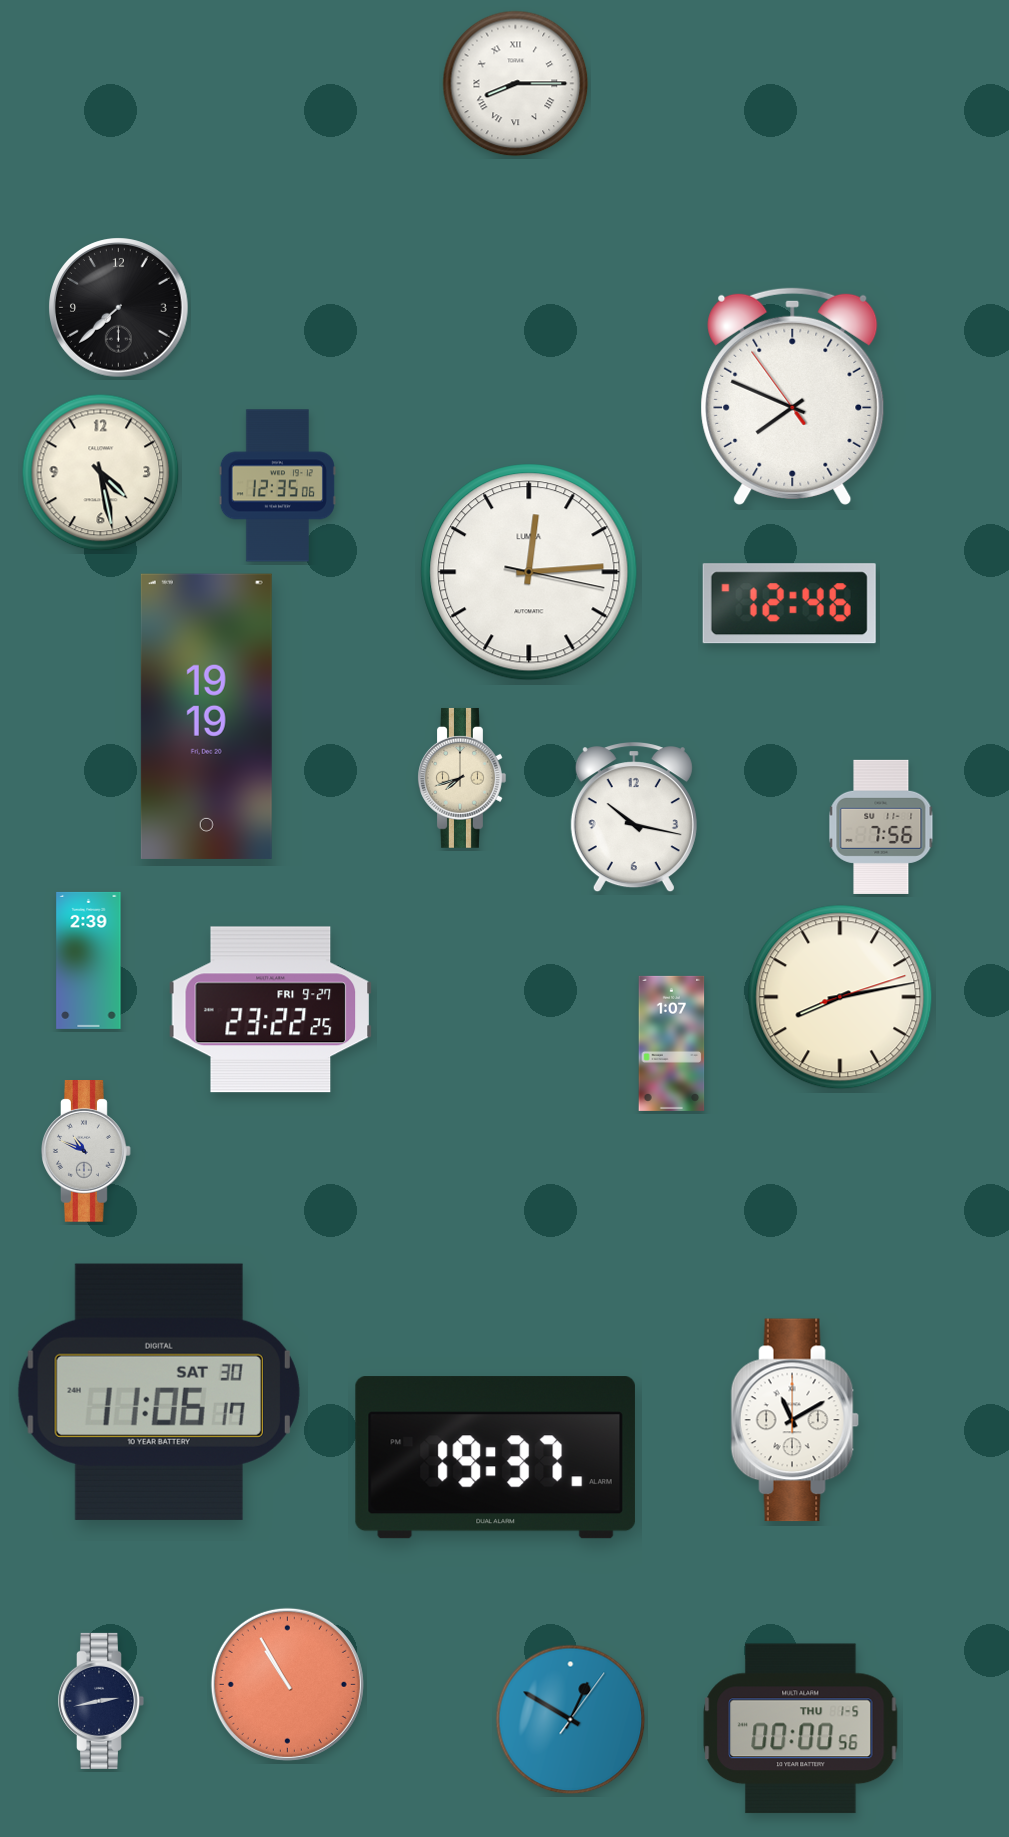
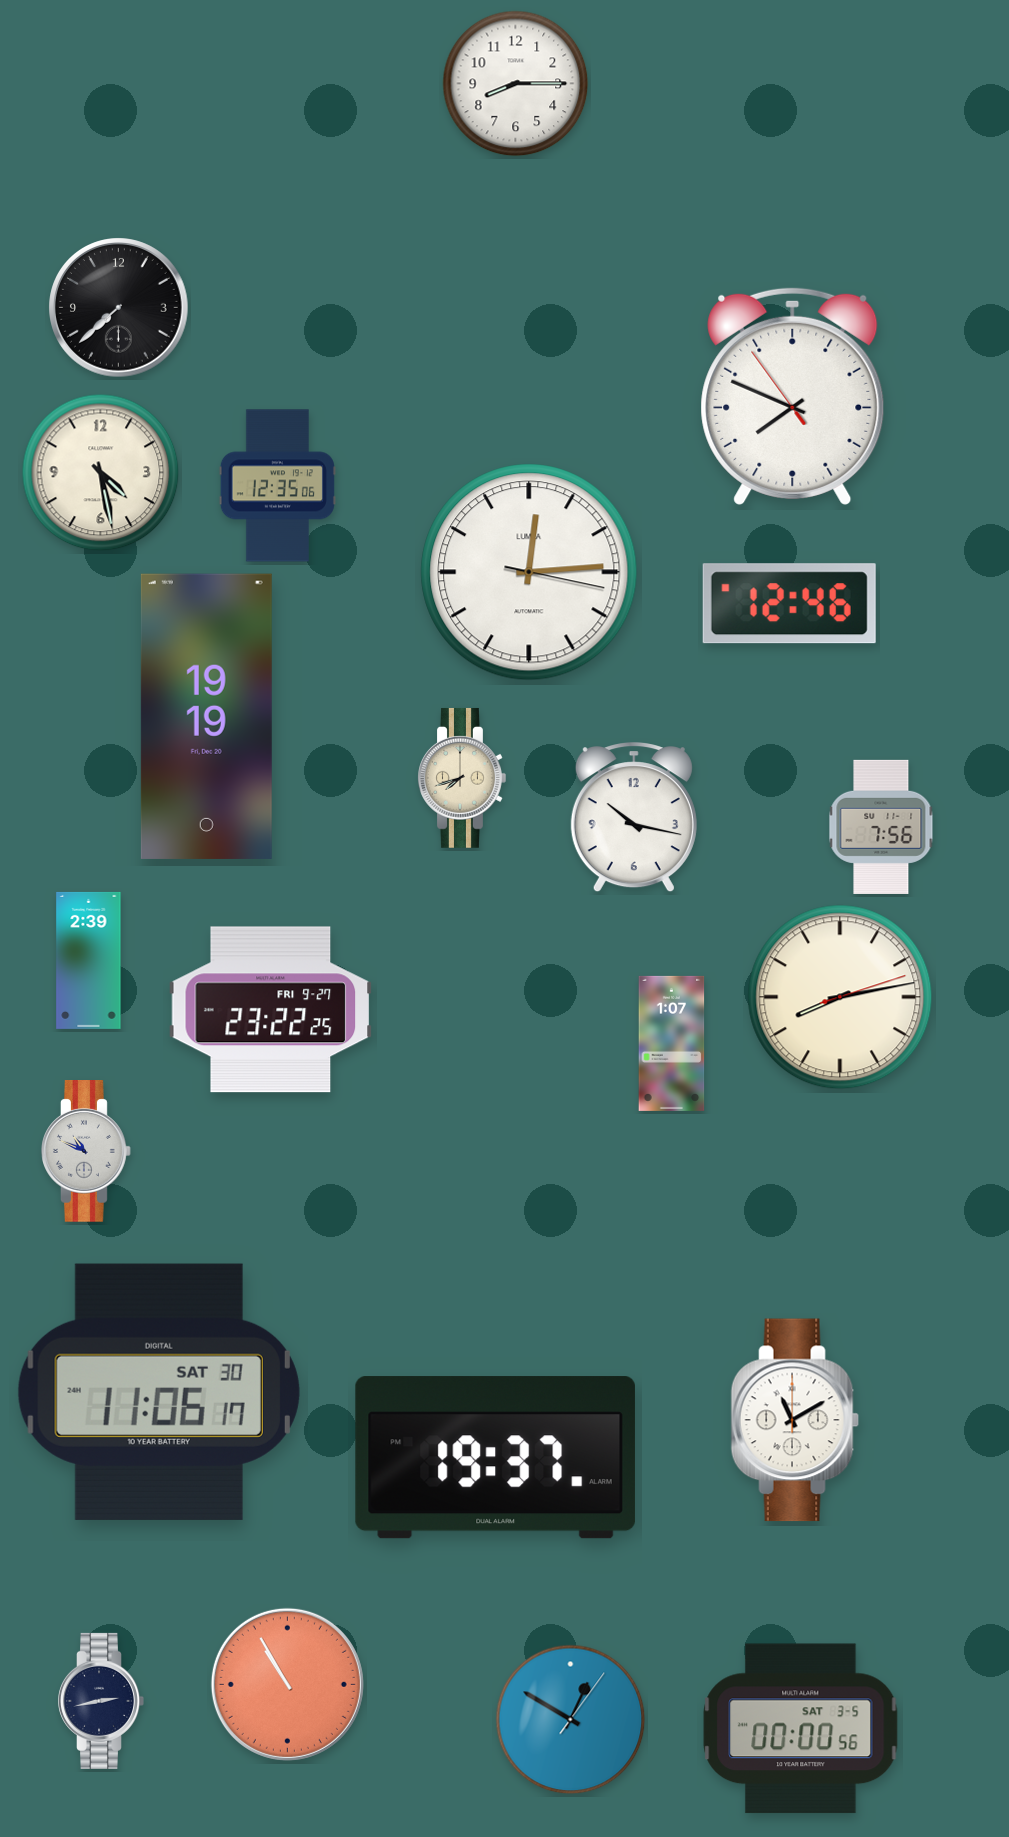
clock at (516, 84) numerals: Roman -> Arabic
clock at (801, 1729) date: THU 1-5 -> SAT 3-5
